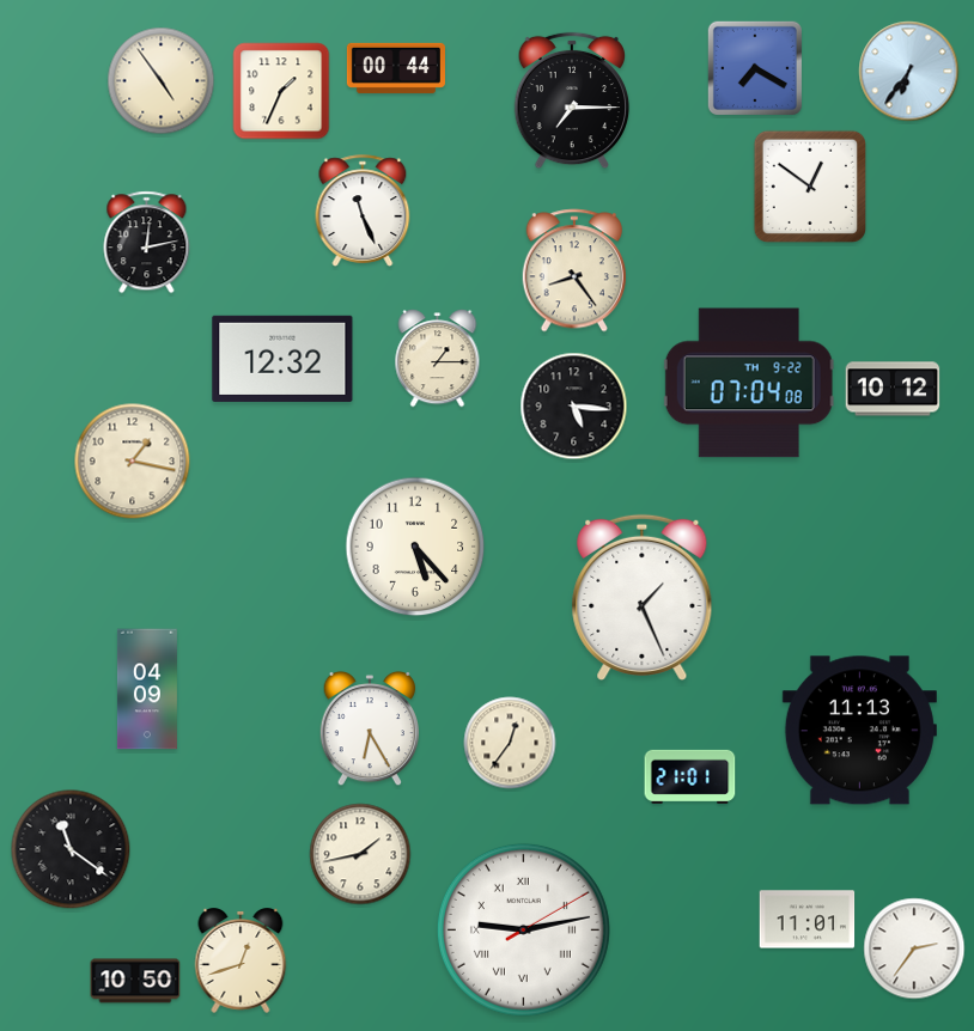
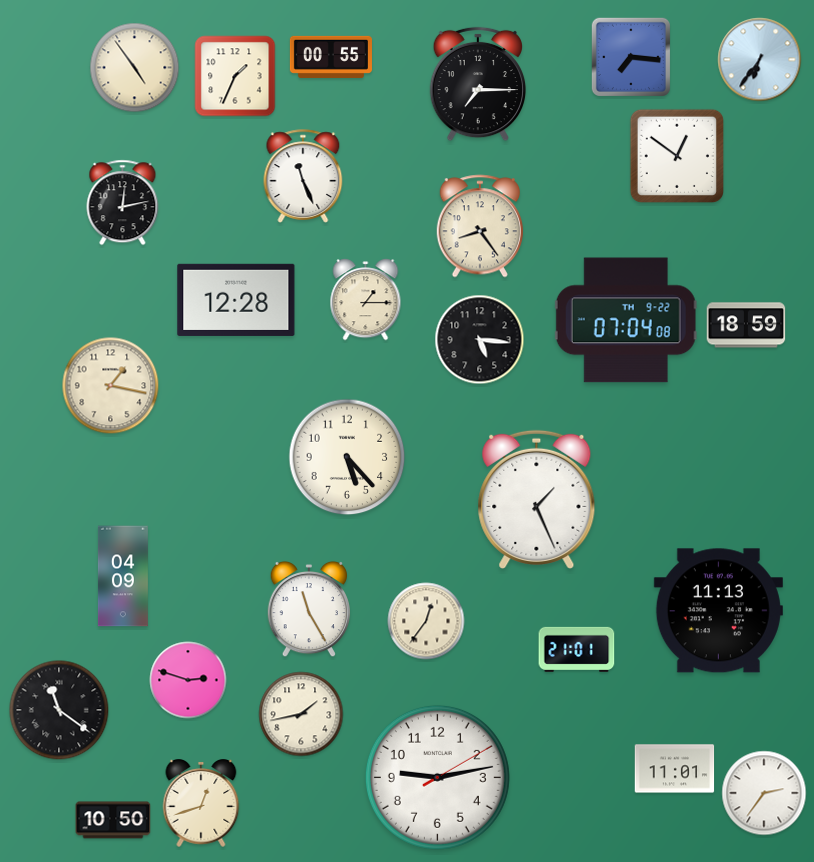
clock at (396, 68): 00:44 -> 00:55
clock at (755, 68): 7:20 -> 7:16
clock at (282, 359): 12:32 -> 12:28
clock at (893, 389): 10:12 -> 18:59
clock at (369, 728): 6:25 -> 11:25
clock at (188, 680): none -> 2:48
clock at (523, 929) numerals: Roman -> Arabic
